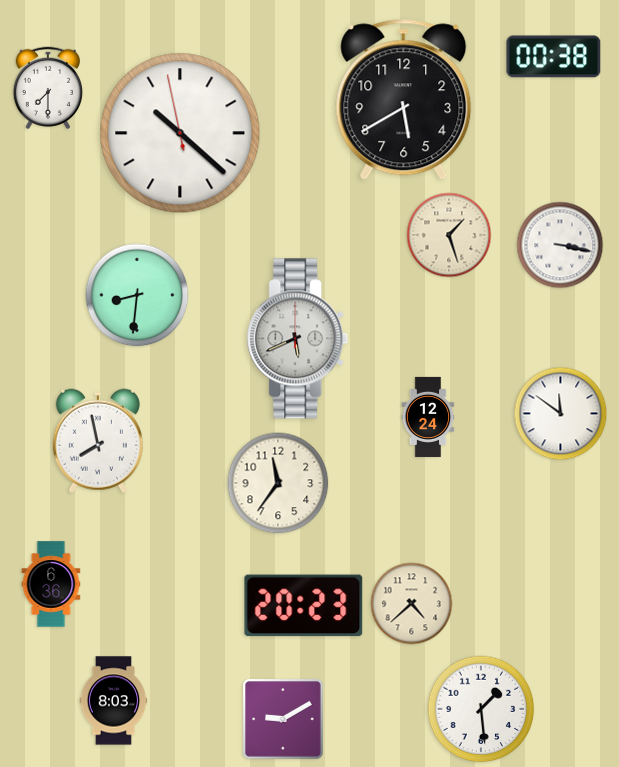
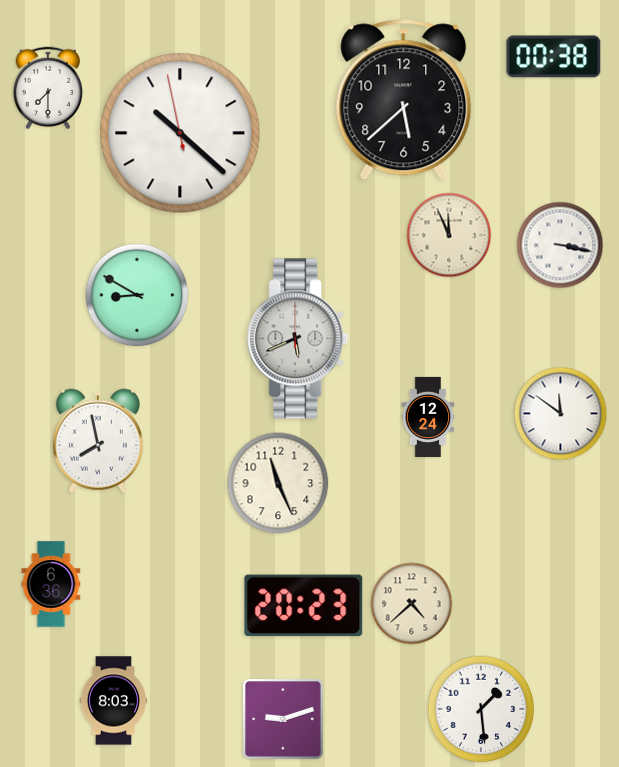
clock at (404, 100): 5:40 -> 5:38
clock at (449, 235): 1:27 -> 11:56
clock at (137, 295): 8:31 -> 8:50
clock at (278, 483): 11:36 -> 11:26
clock at (283, 719): 9:10 -> 9:12
